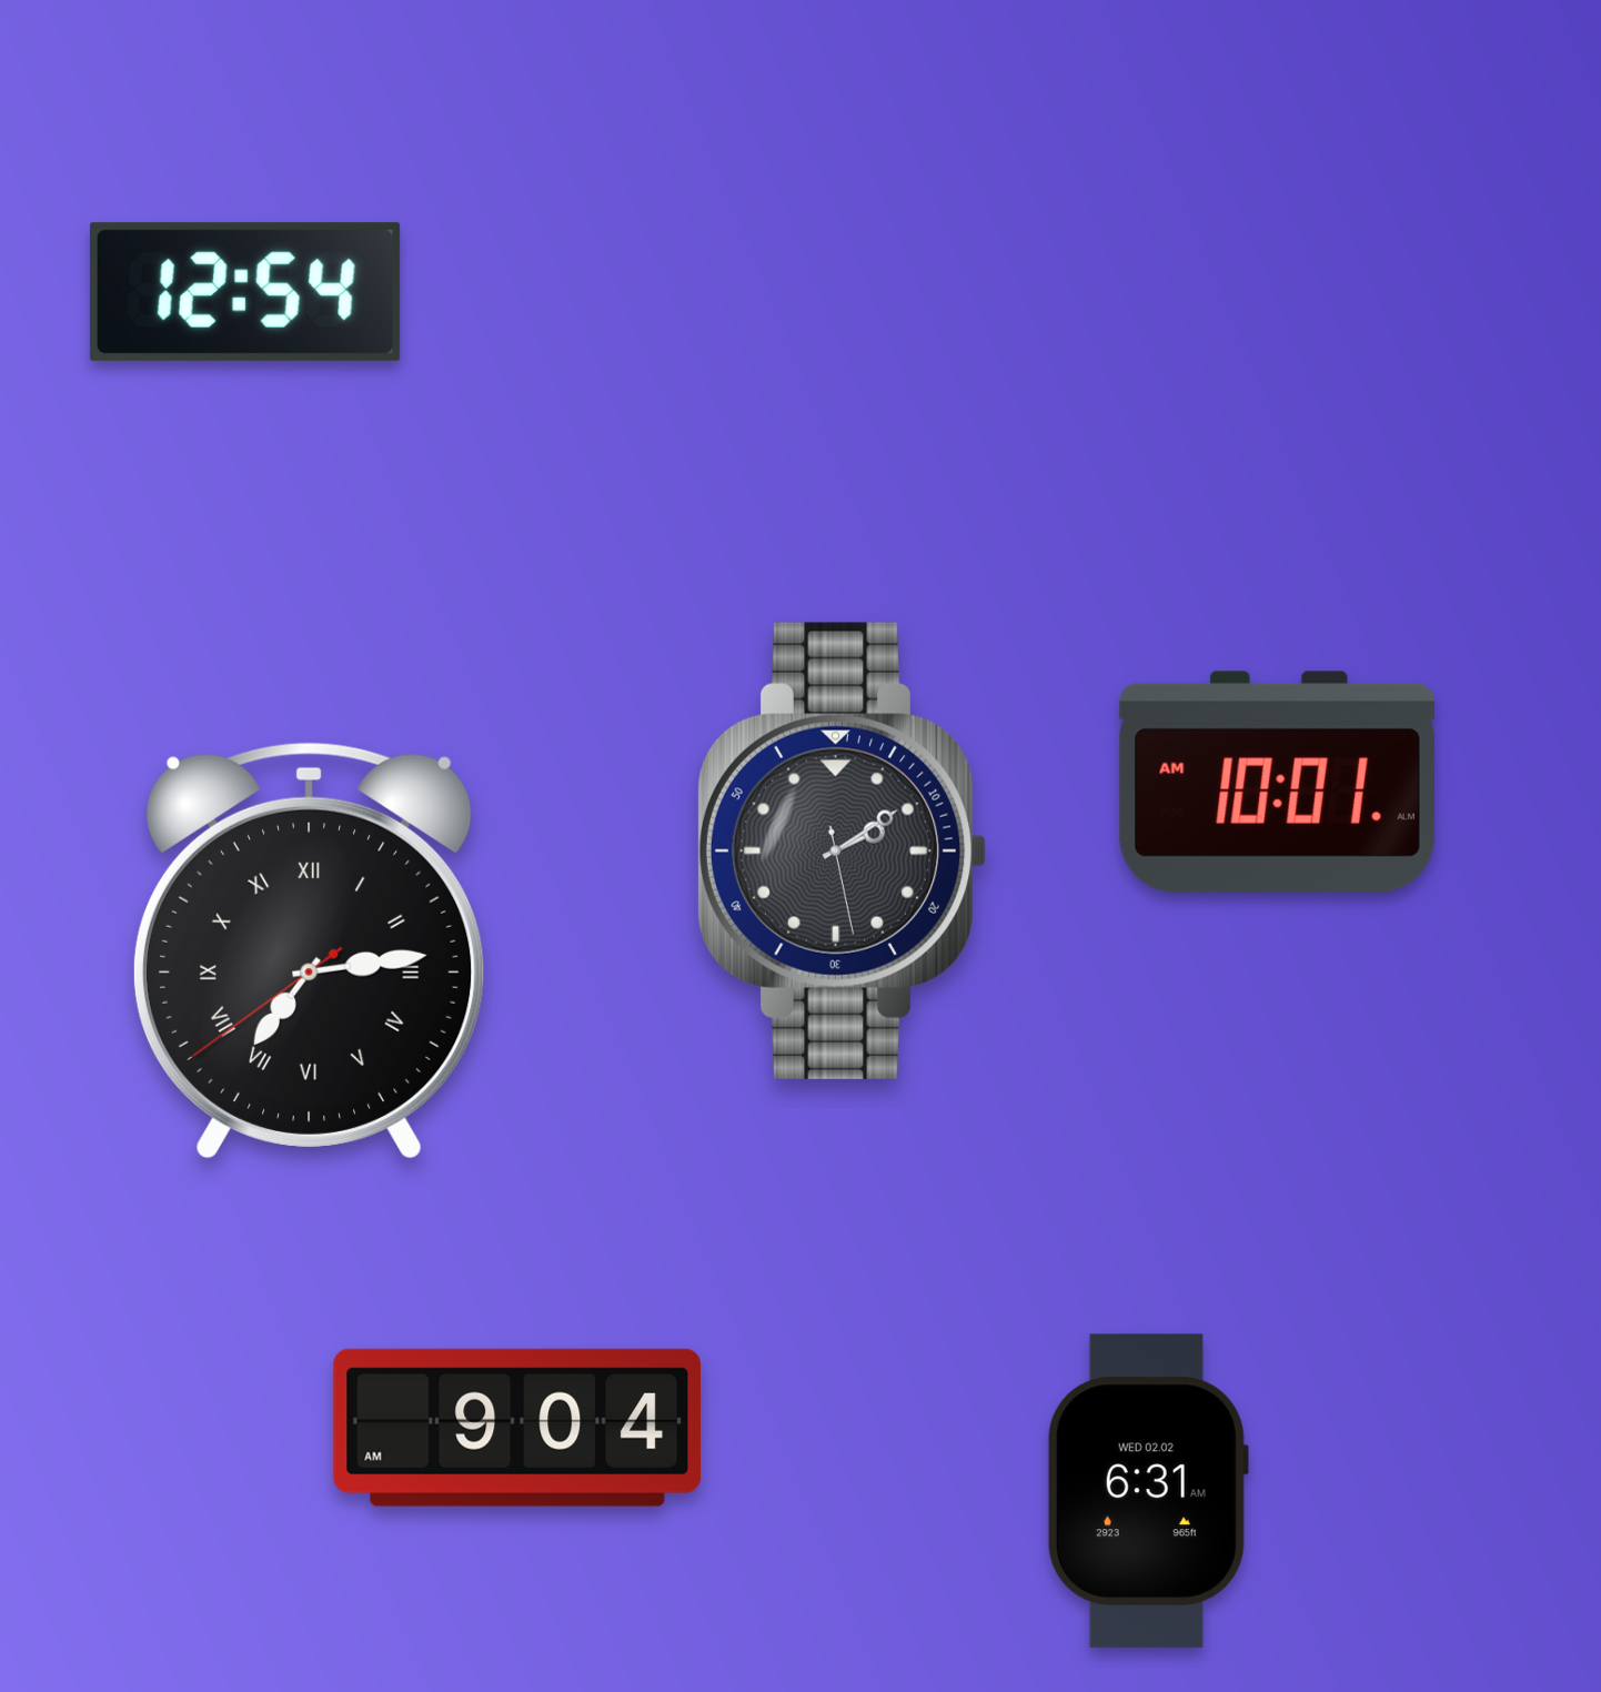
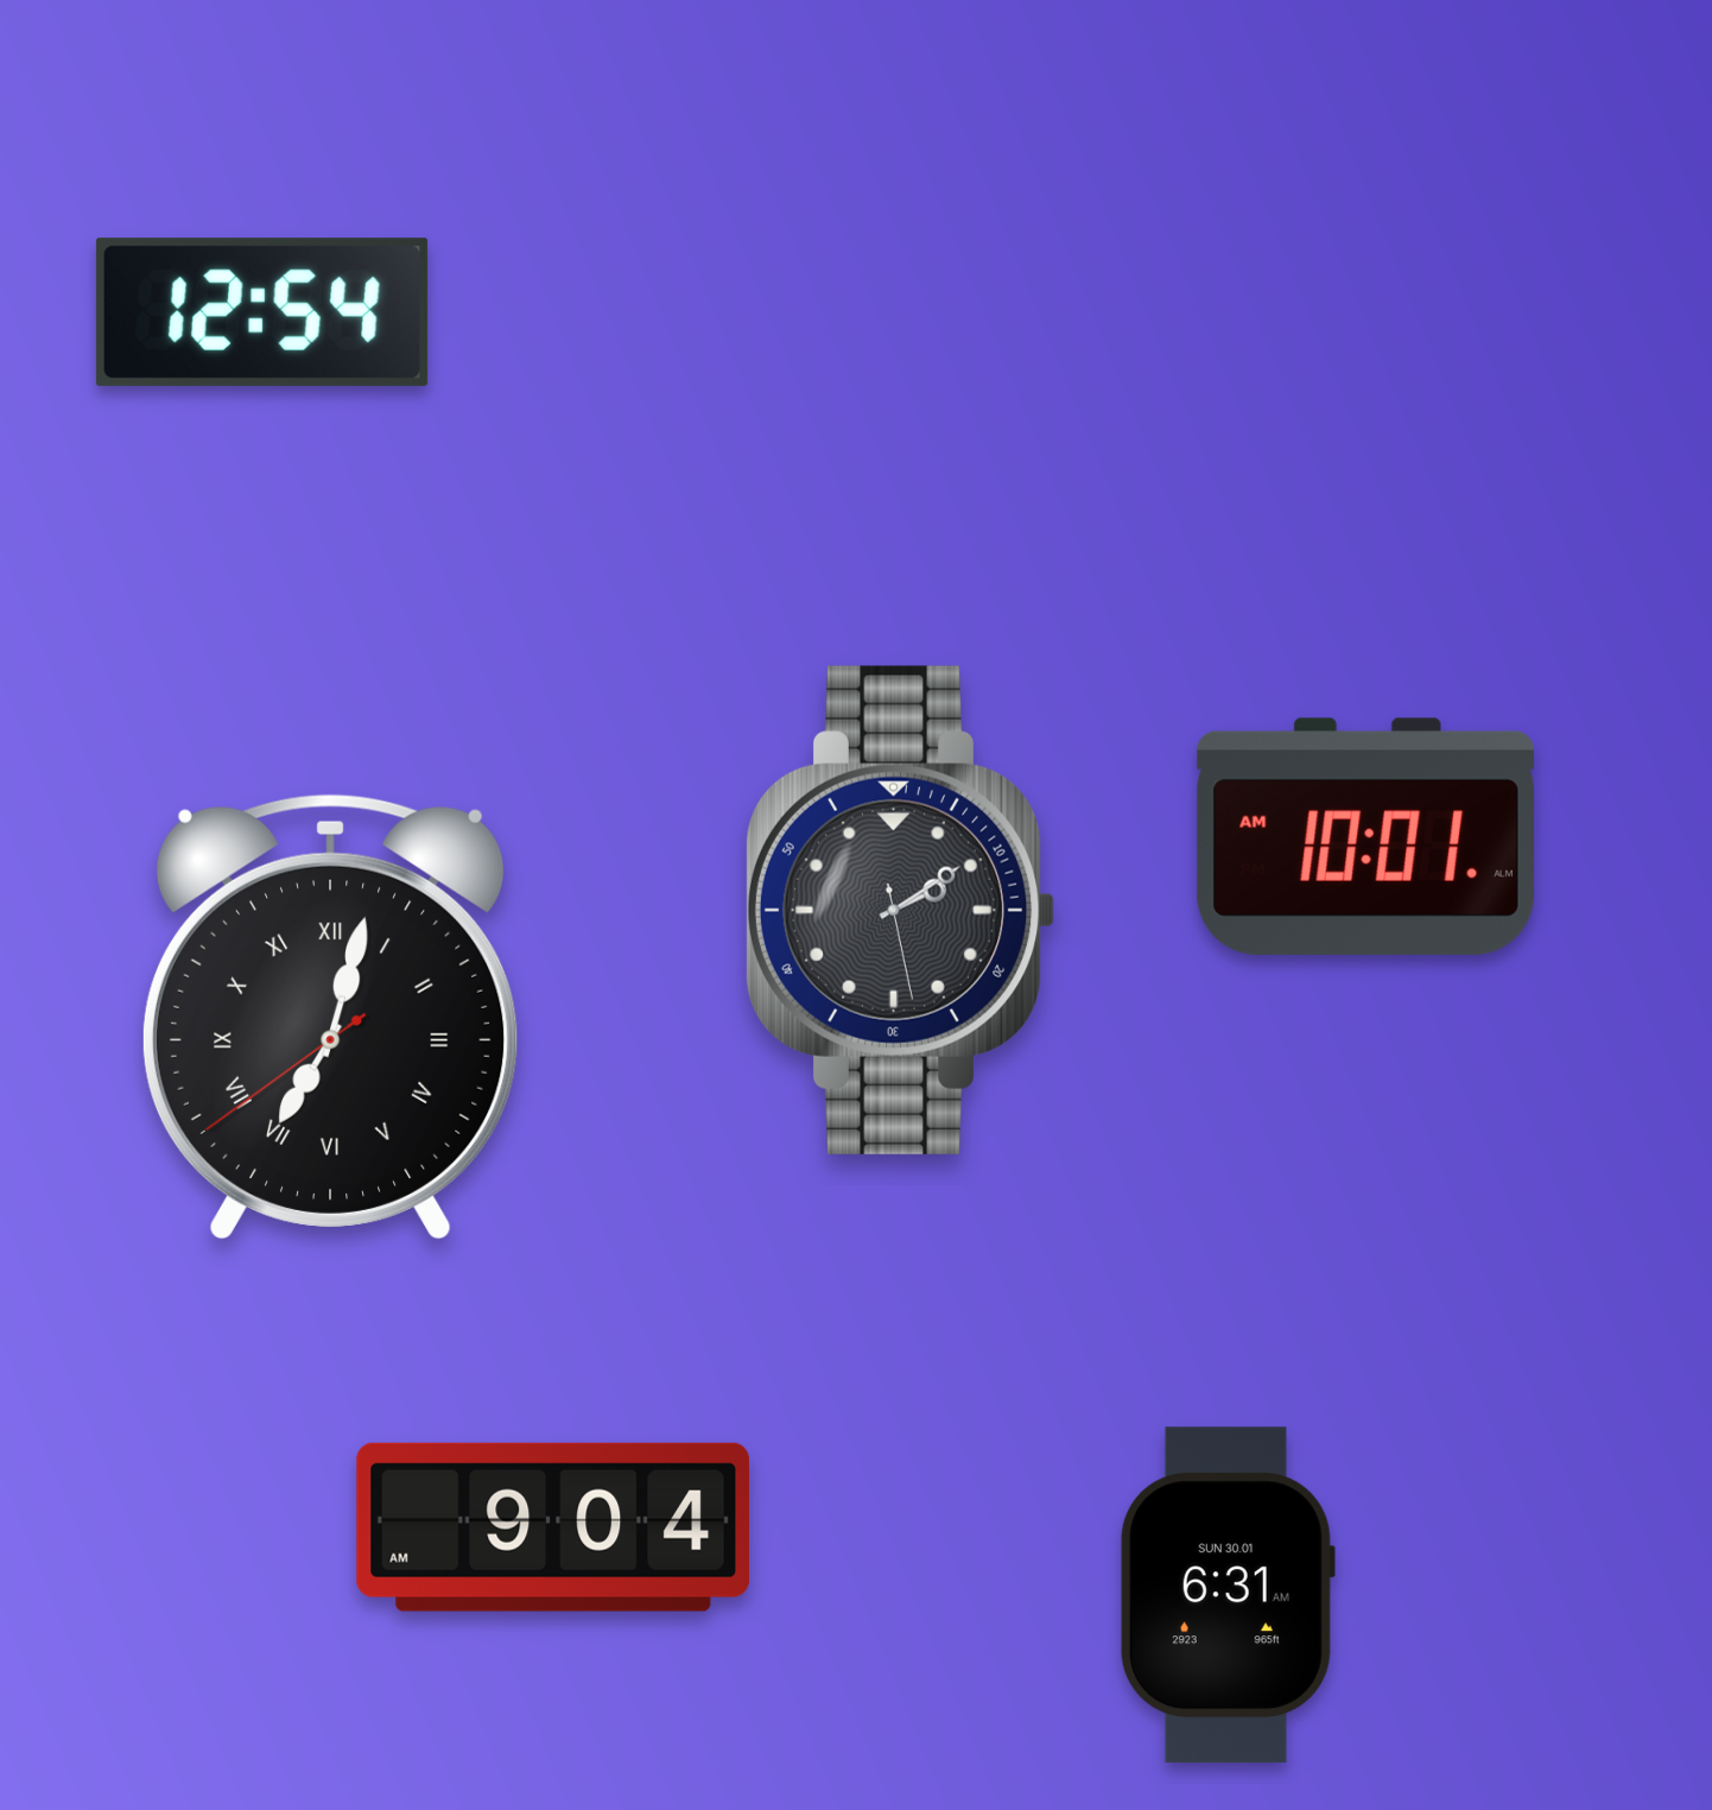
clock at (309, 950): 7:13 -> 7:02
clock at (1147, 1491) date: WED 02.02 -> SUN 30.01
